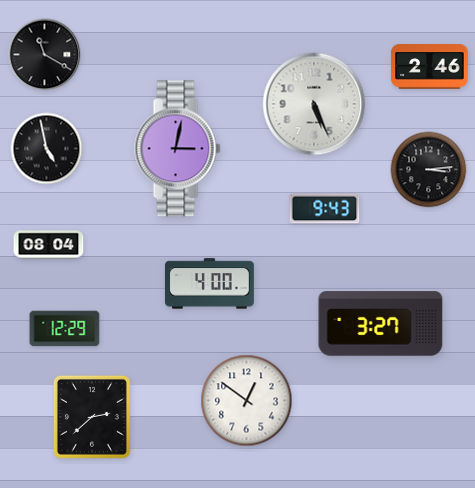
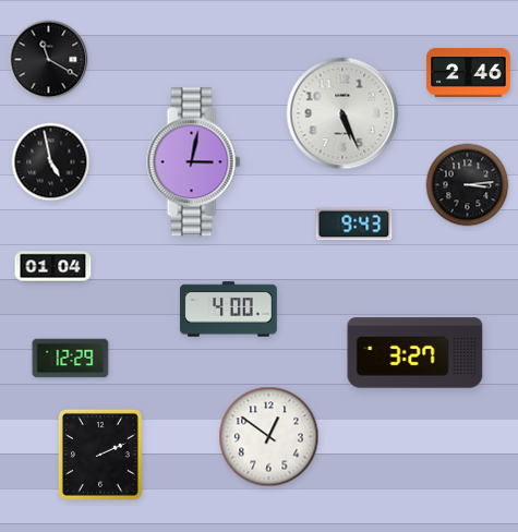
clock at (325, 209) position: (325, 209) -> (354, 225)
clock at (49, 245): 08:04 -> 01:04
clock at (92, 417): 2:38 -> 2:11
